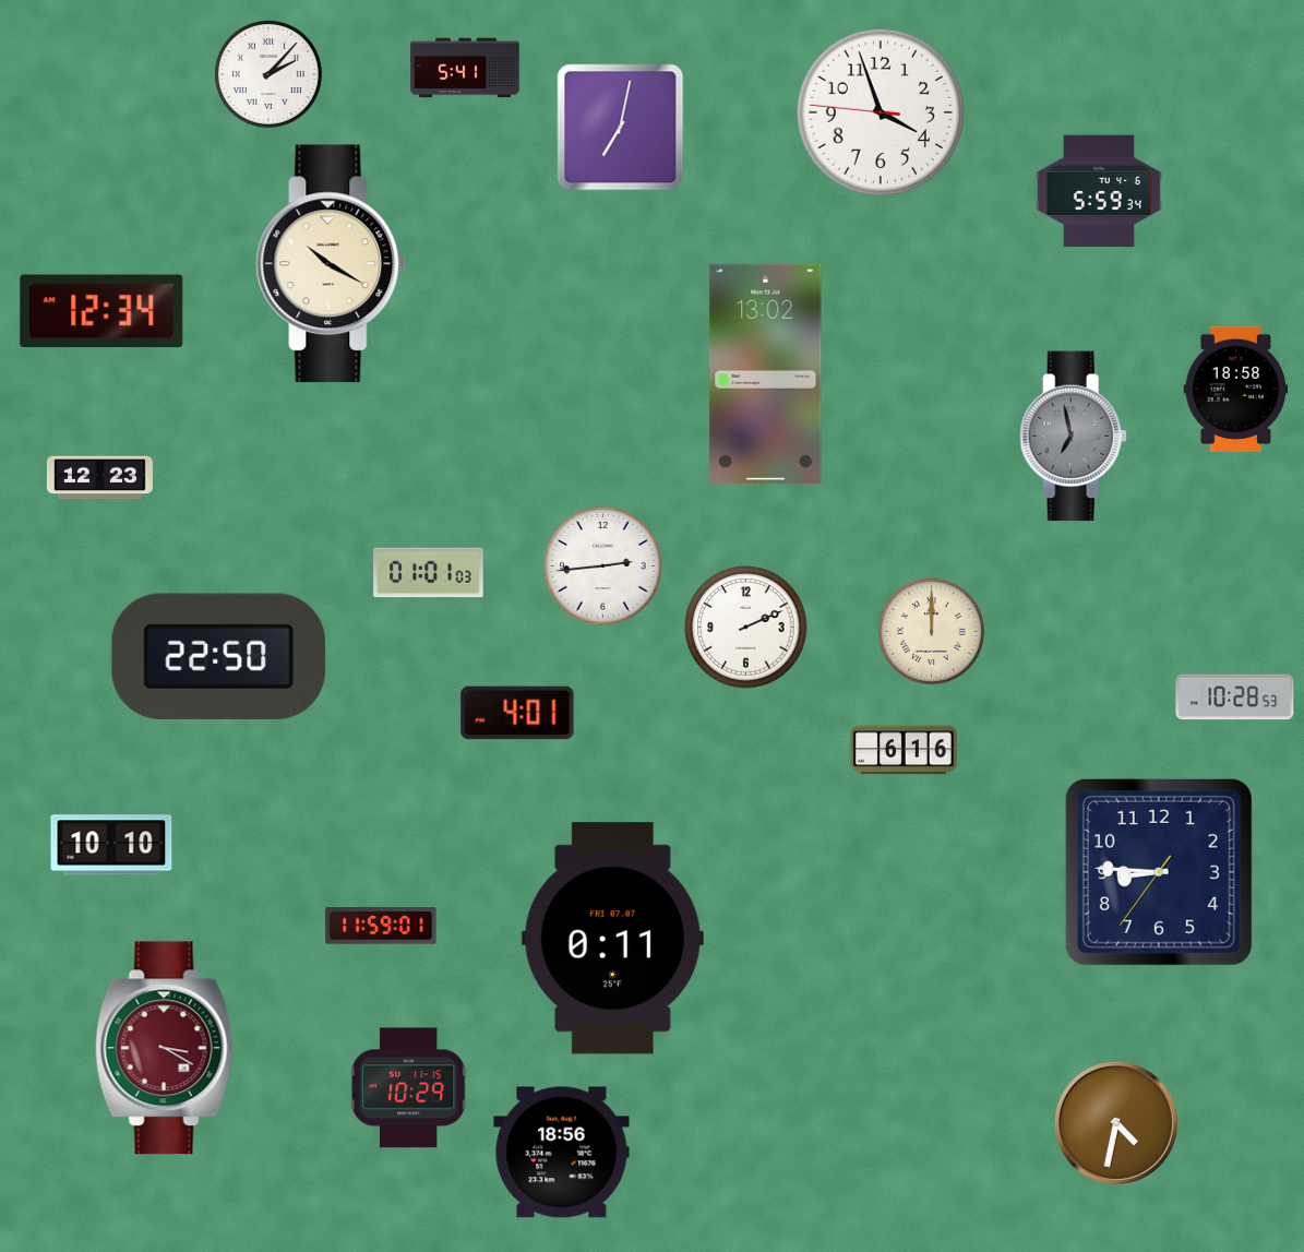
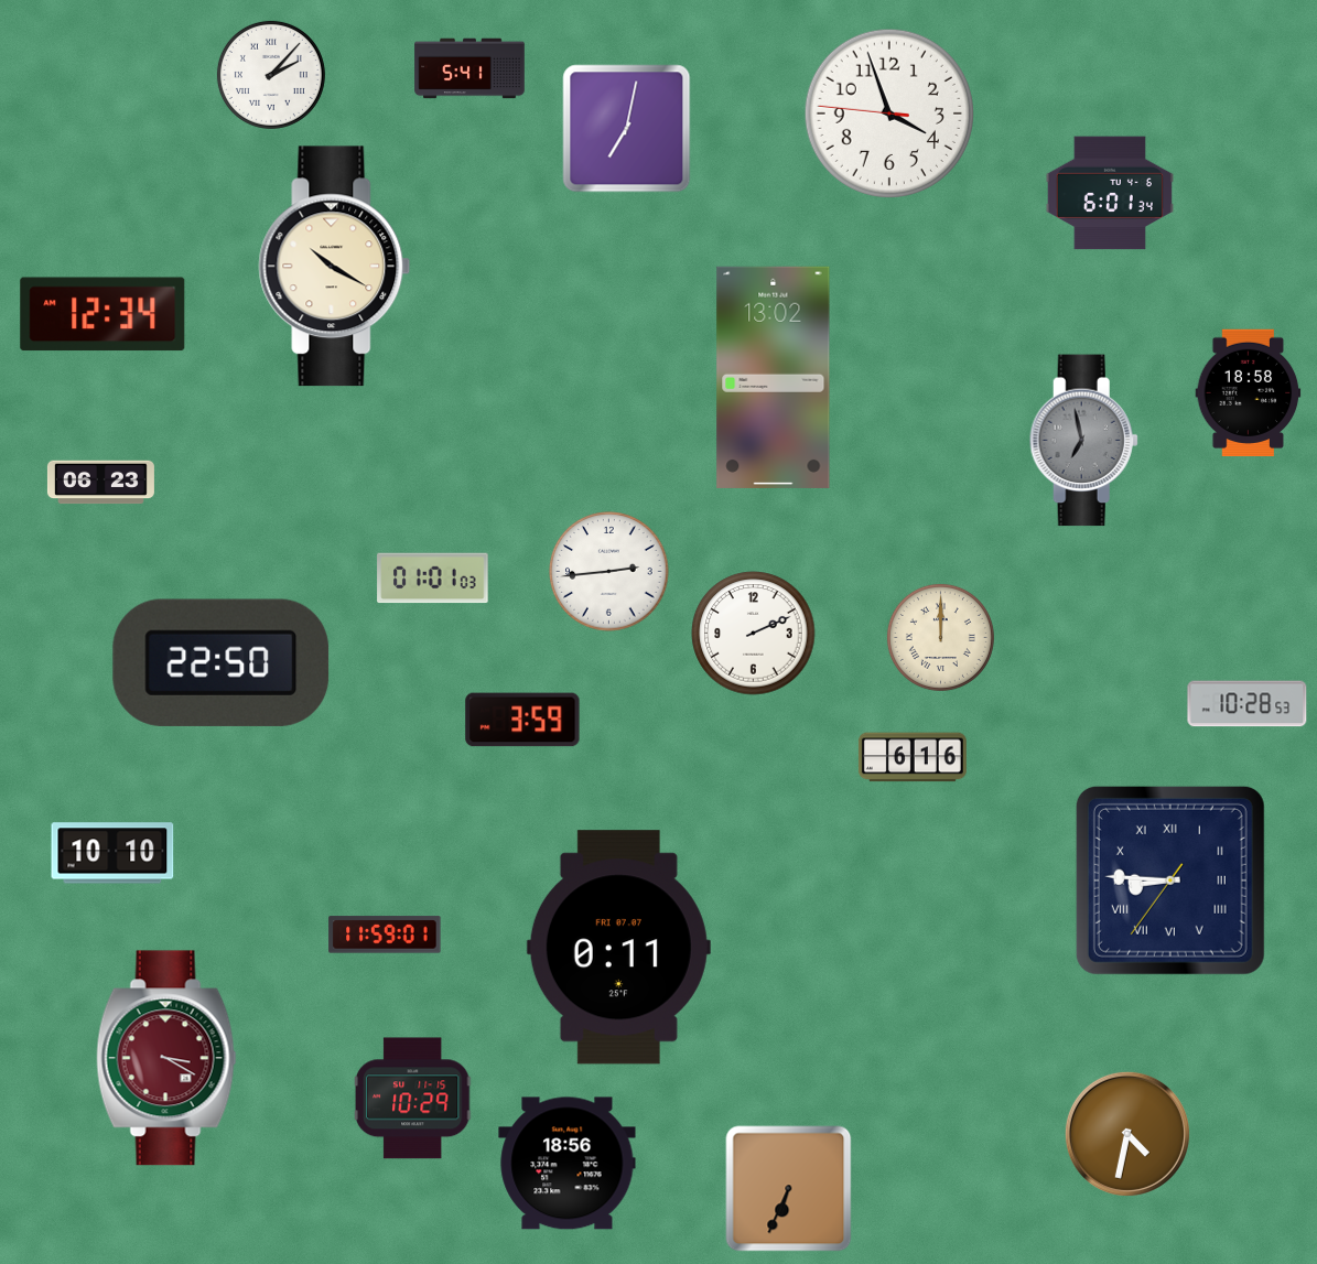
clock at (1099, 191): 5:59 -> 6:01
clock at (99, 478): 12:23 -> 06:23
clock at (517, 713): 4:01 -> 3:59
clock at (1159, 872) numerals: Arabic -> Roman
clock at (789, 1189): none -> 6:34
